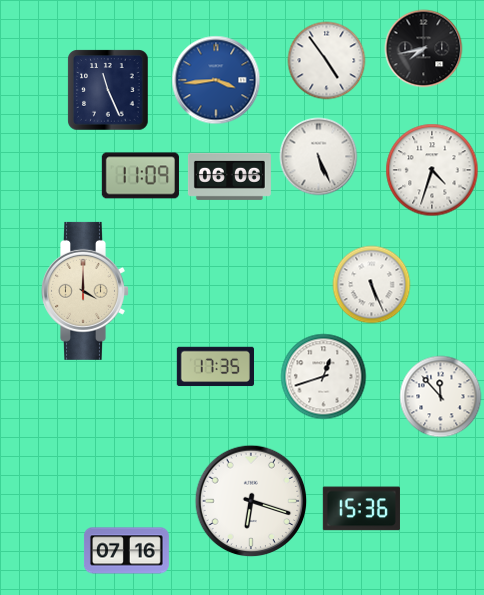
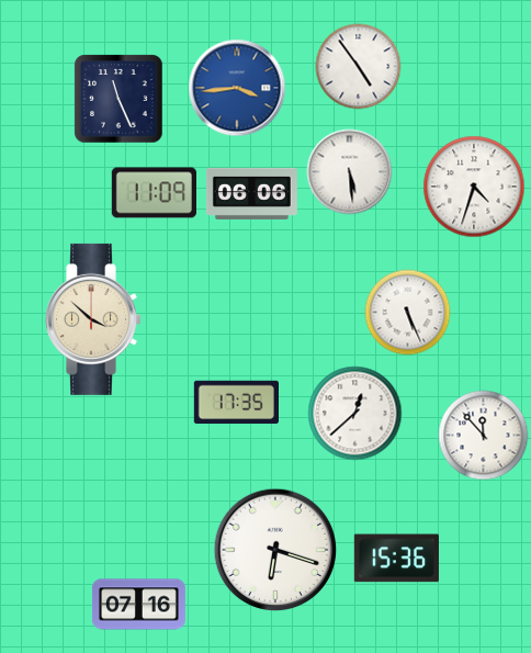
clock at (423, 48): 7:43 -> none
clock at (318, 156): 5:26 -> 5:29
clock at (86, 291): 4:00 -> 3:52
clock at (323, 376): 12:42 -> 12:38
